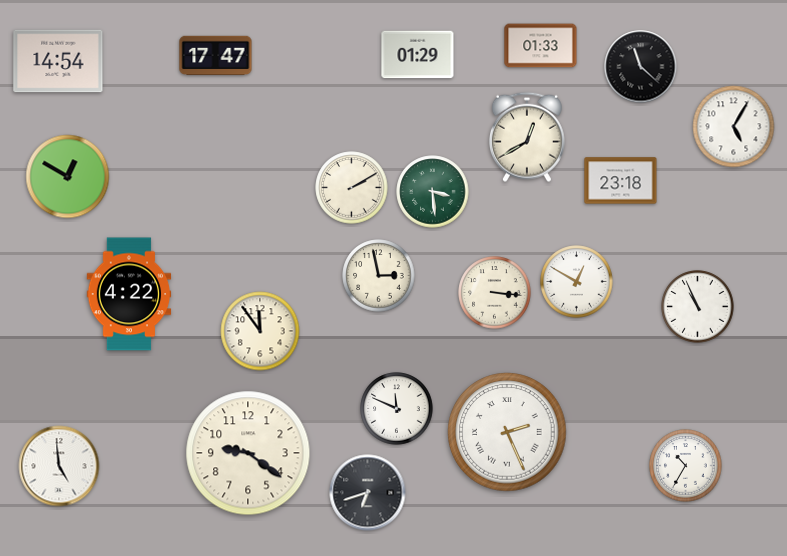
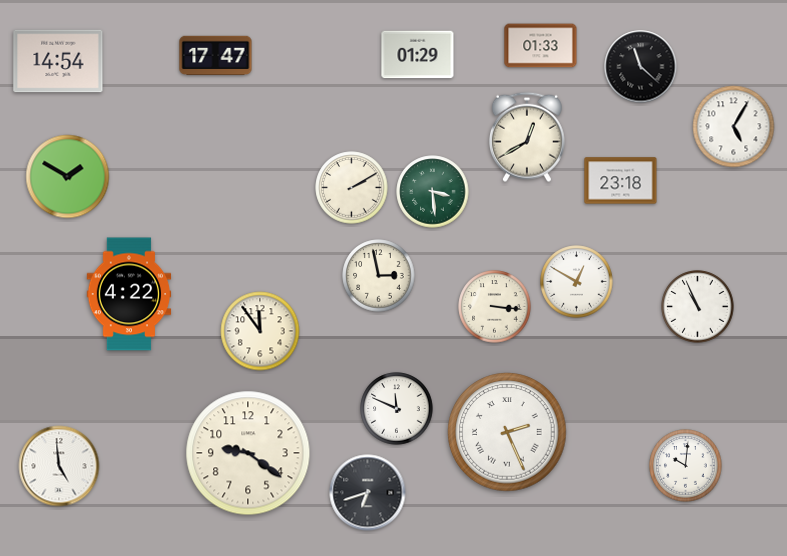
clock at (68, 177): 12:50 -> 1:50
clock at (495, 293) position: (495, 293) -> (495, 307)
clock at (686, 466): 10:35 -> 10:01
